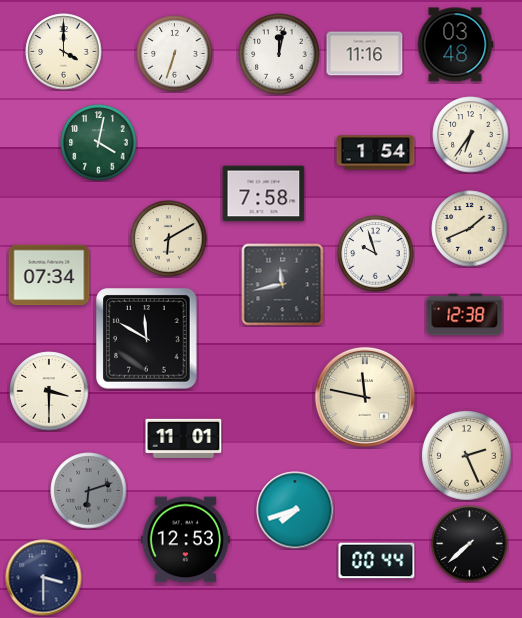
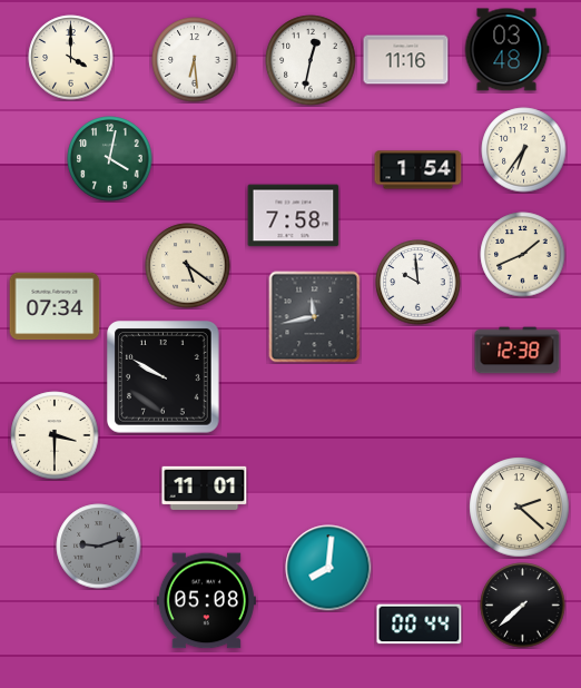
clock at (175, 54): 6:33 -> 6:29
clock at (279, 54): 12:02 -> 12:32
clock at (169, 239): 6:10 -> 5:21
clock at (376, 254): 9:57 -> 9:59
clock at (147, 339): 11:50 -> 9:50
clock at (365, 397): 11:47 -> none
clock at (467, 456): 2:26 -> 2:22
clock at (89, 491): 6:12 -> 9:12
clock at (295, 510): 7:42 -> 8:01
clock at (185, 540): 12:53 -> 05:08
clock at (44, 578): 3:30 -> none
